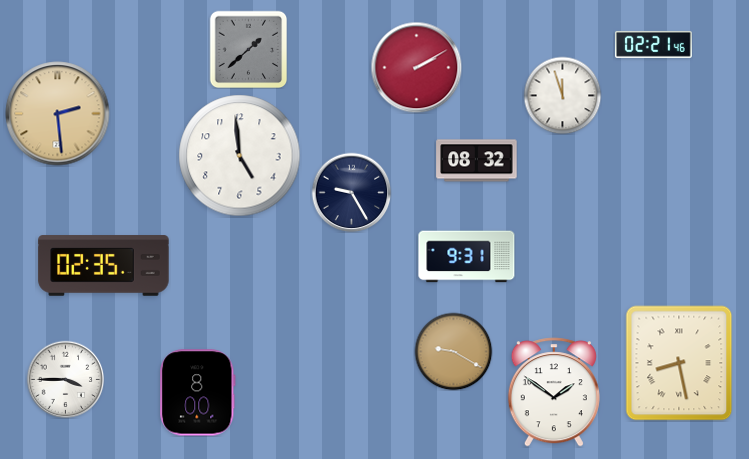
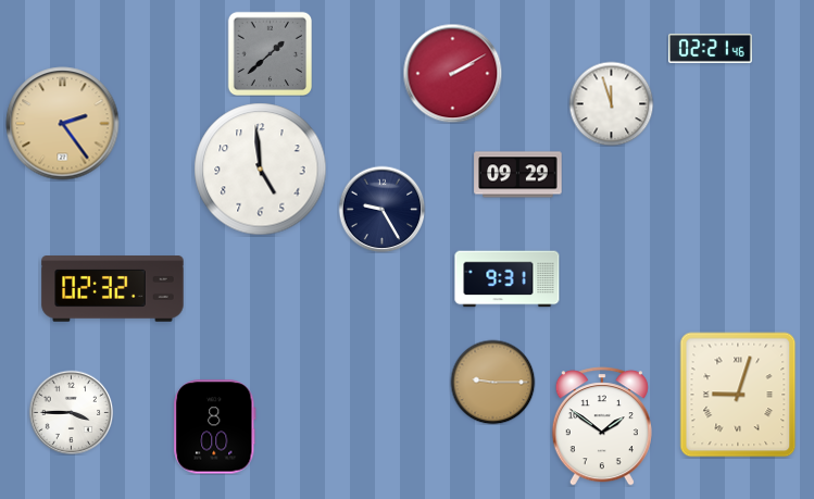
clock at (58, 114): 2:29 -> 2:24
clock at (477, 161): 08:32 -> 09:29
clock at (104, 266): 02:35 -> 02:32
clock at (453, 351): 9:20 -> 9:15
clock at (679, 363): 8:28 -> 9:03
